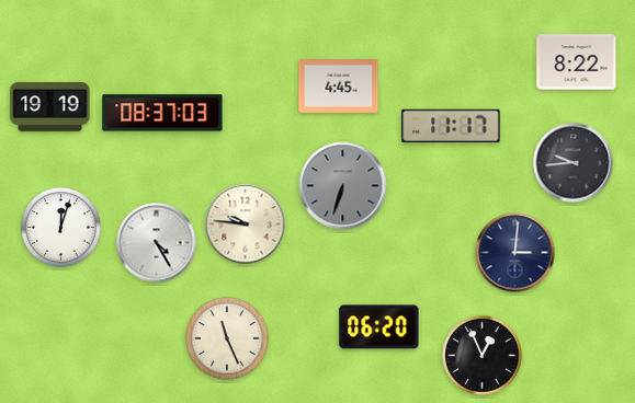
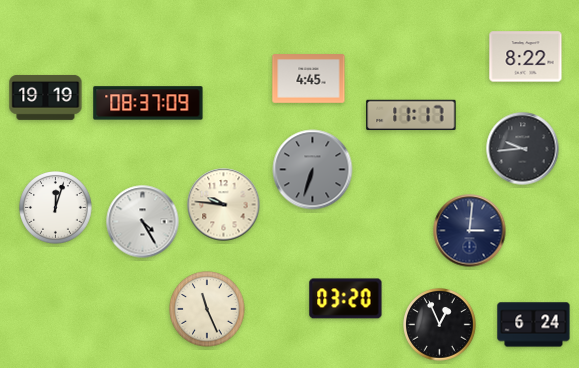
clock at (162, 113): 08:37:03 -> 08:37:09
clock at (379, 327): 06:20 -> 03:20
clock at (534, 325): none -> 6:24
